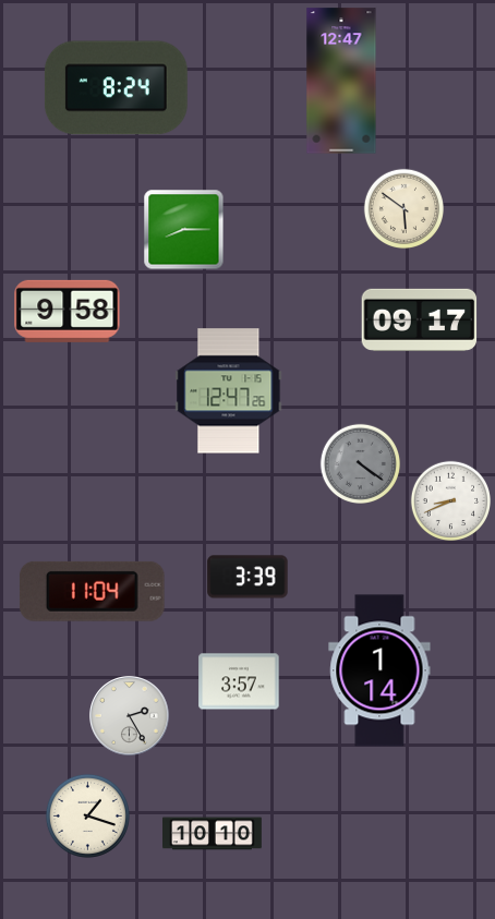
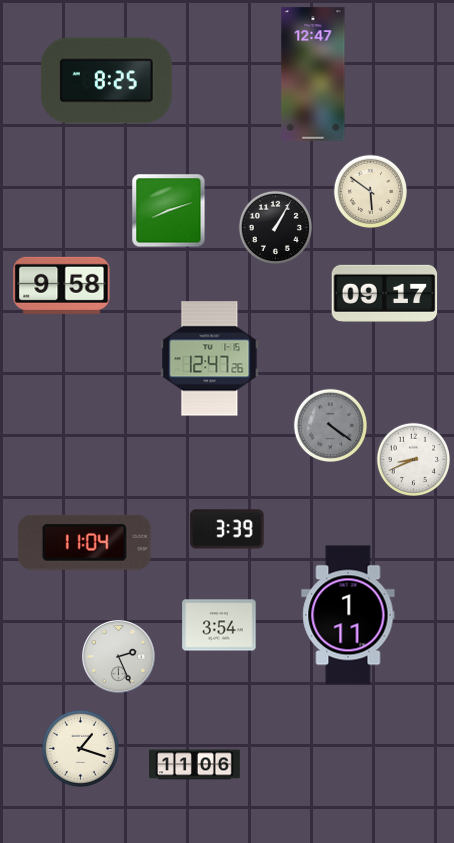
clock at (116, 88): 8:24 -> 8:25
clock at (184, 230): 8:15 -> 8:12
clock at (276, 228): none -> 1:05
clock at (379, 670): 1:14 -> 1:11
clock at (239, 681): 3:57 -> 3:54
clock at (130, 716): 2:25 -> 2:26
clock at (213, 834): 10:10 -> 11:06
